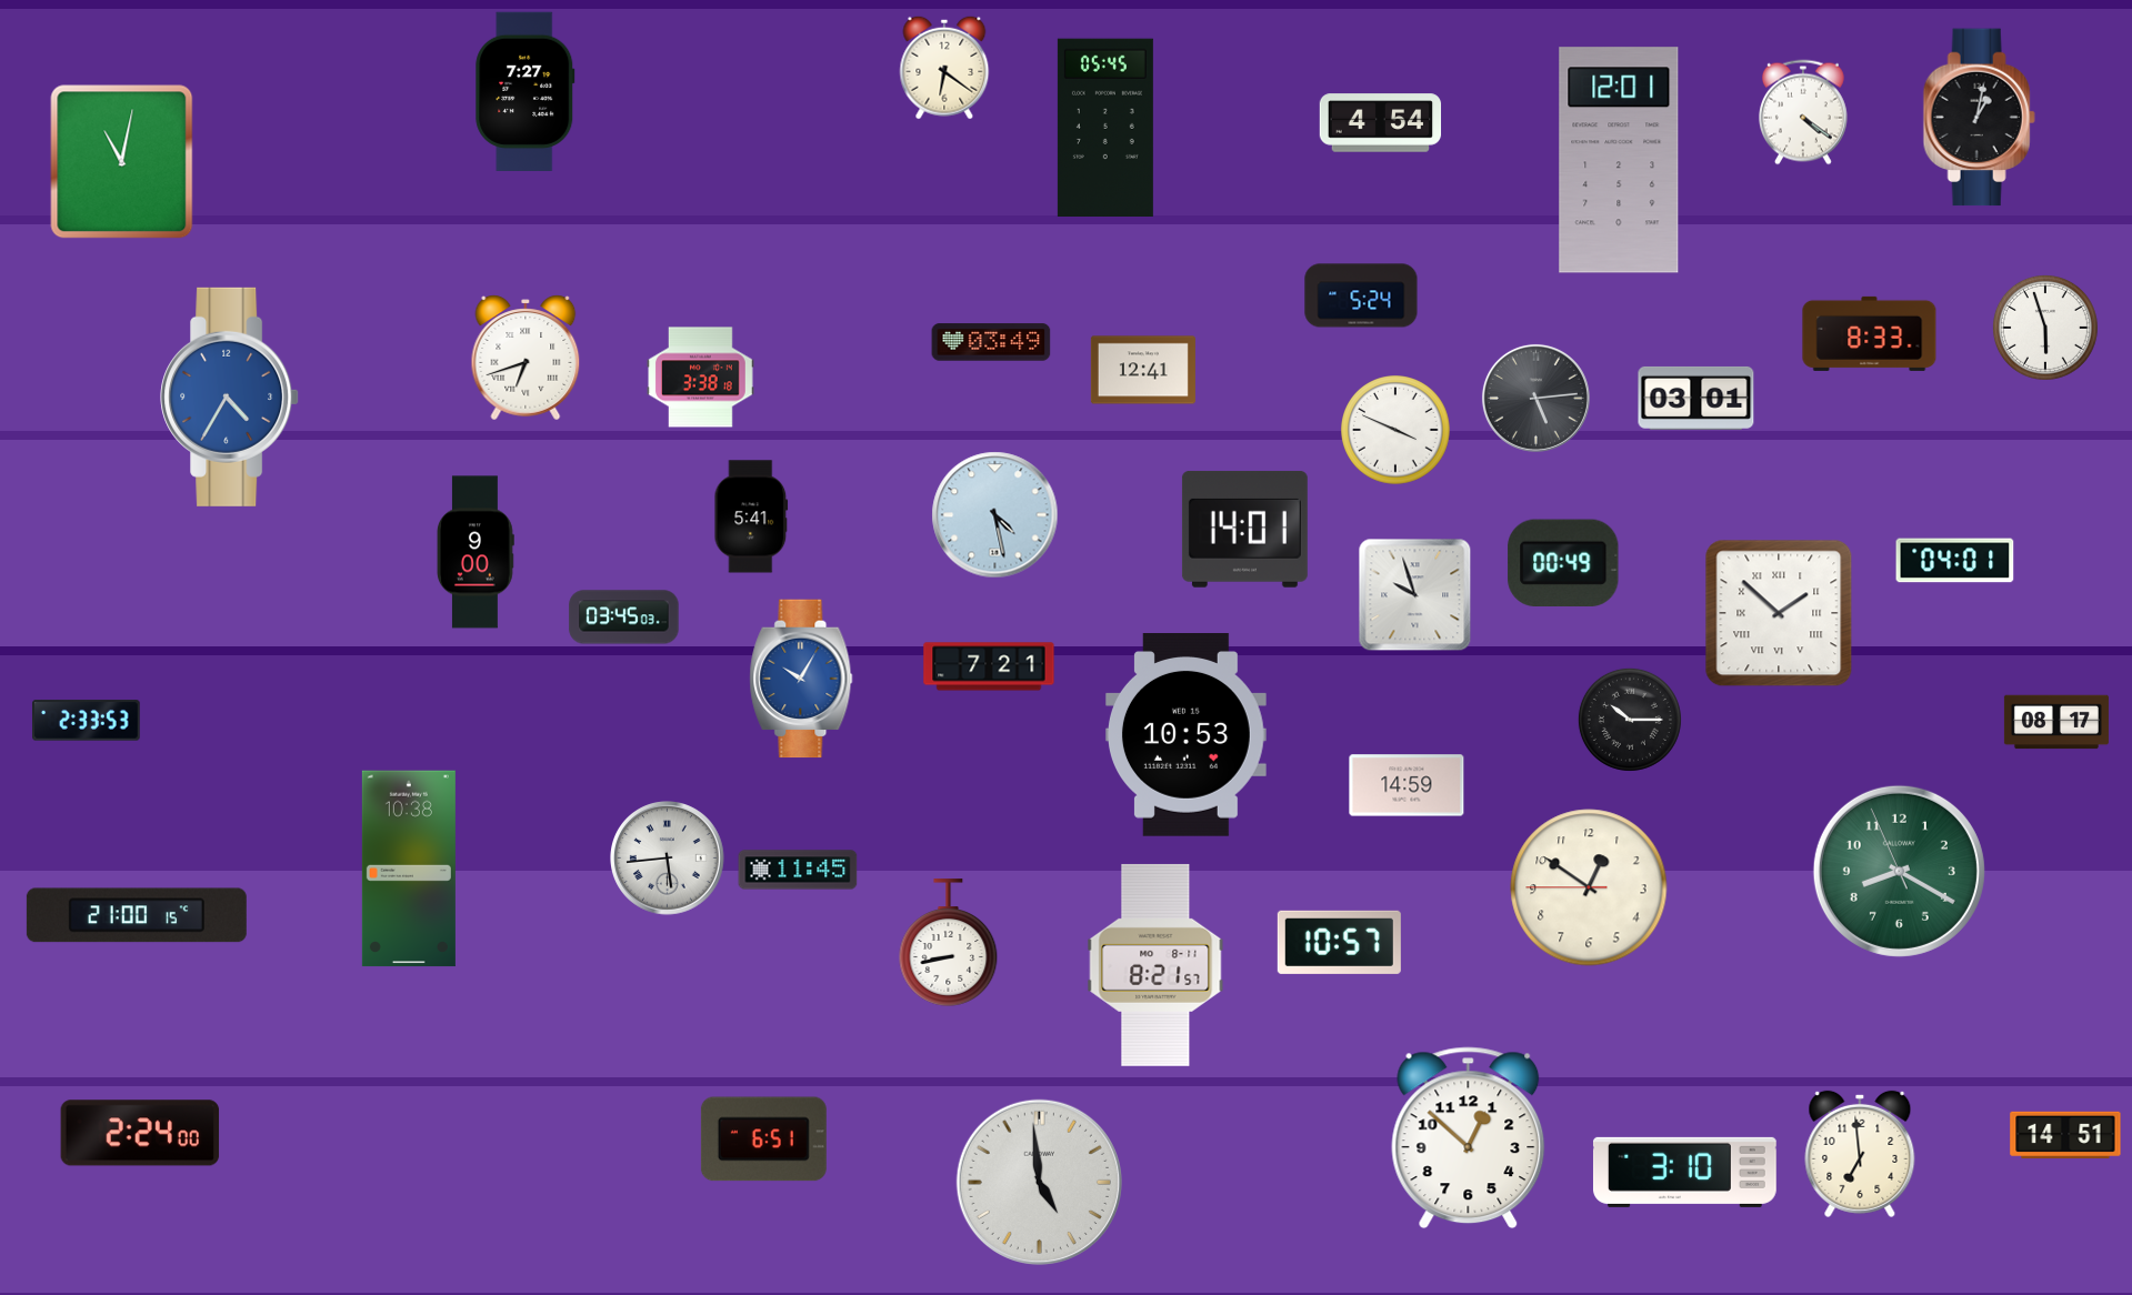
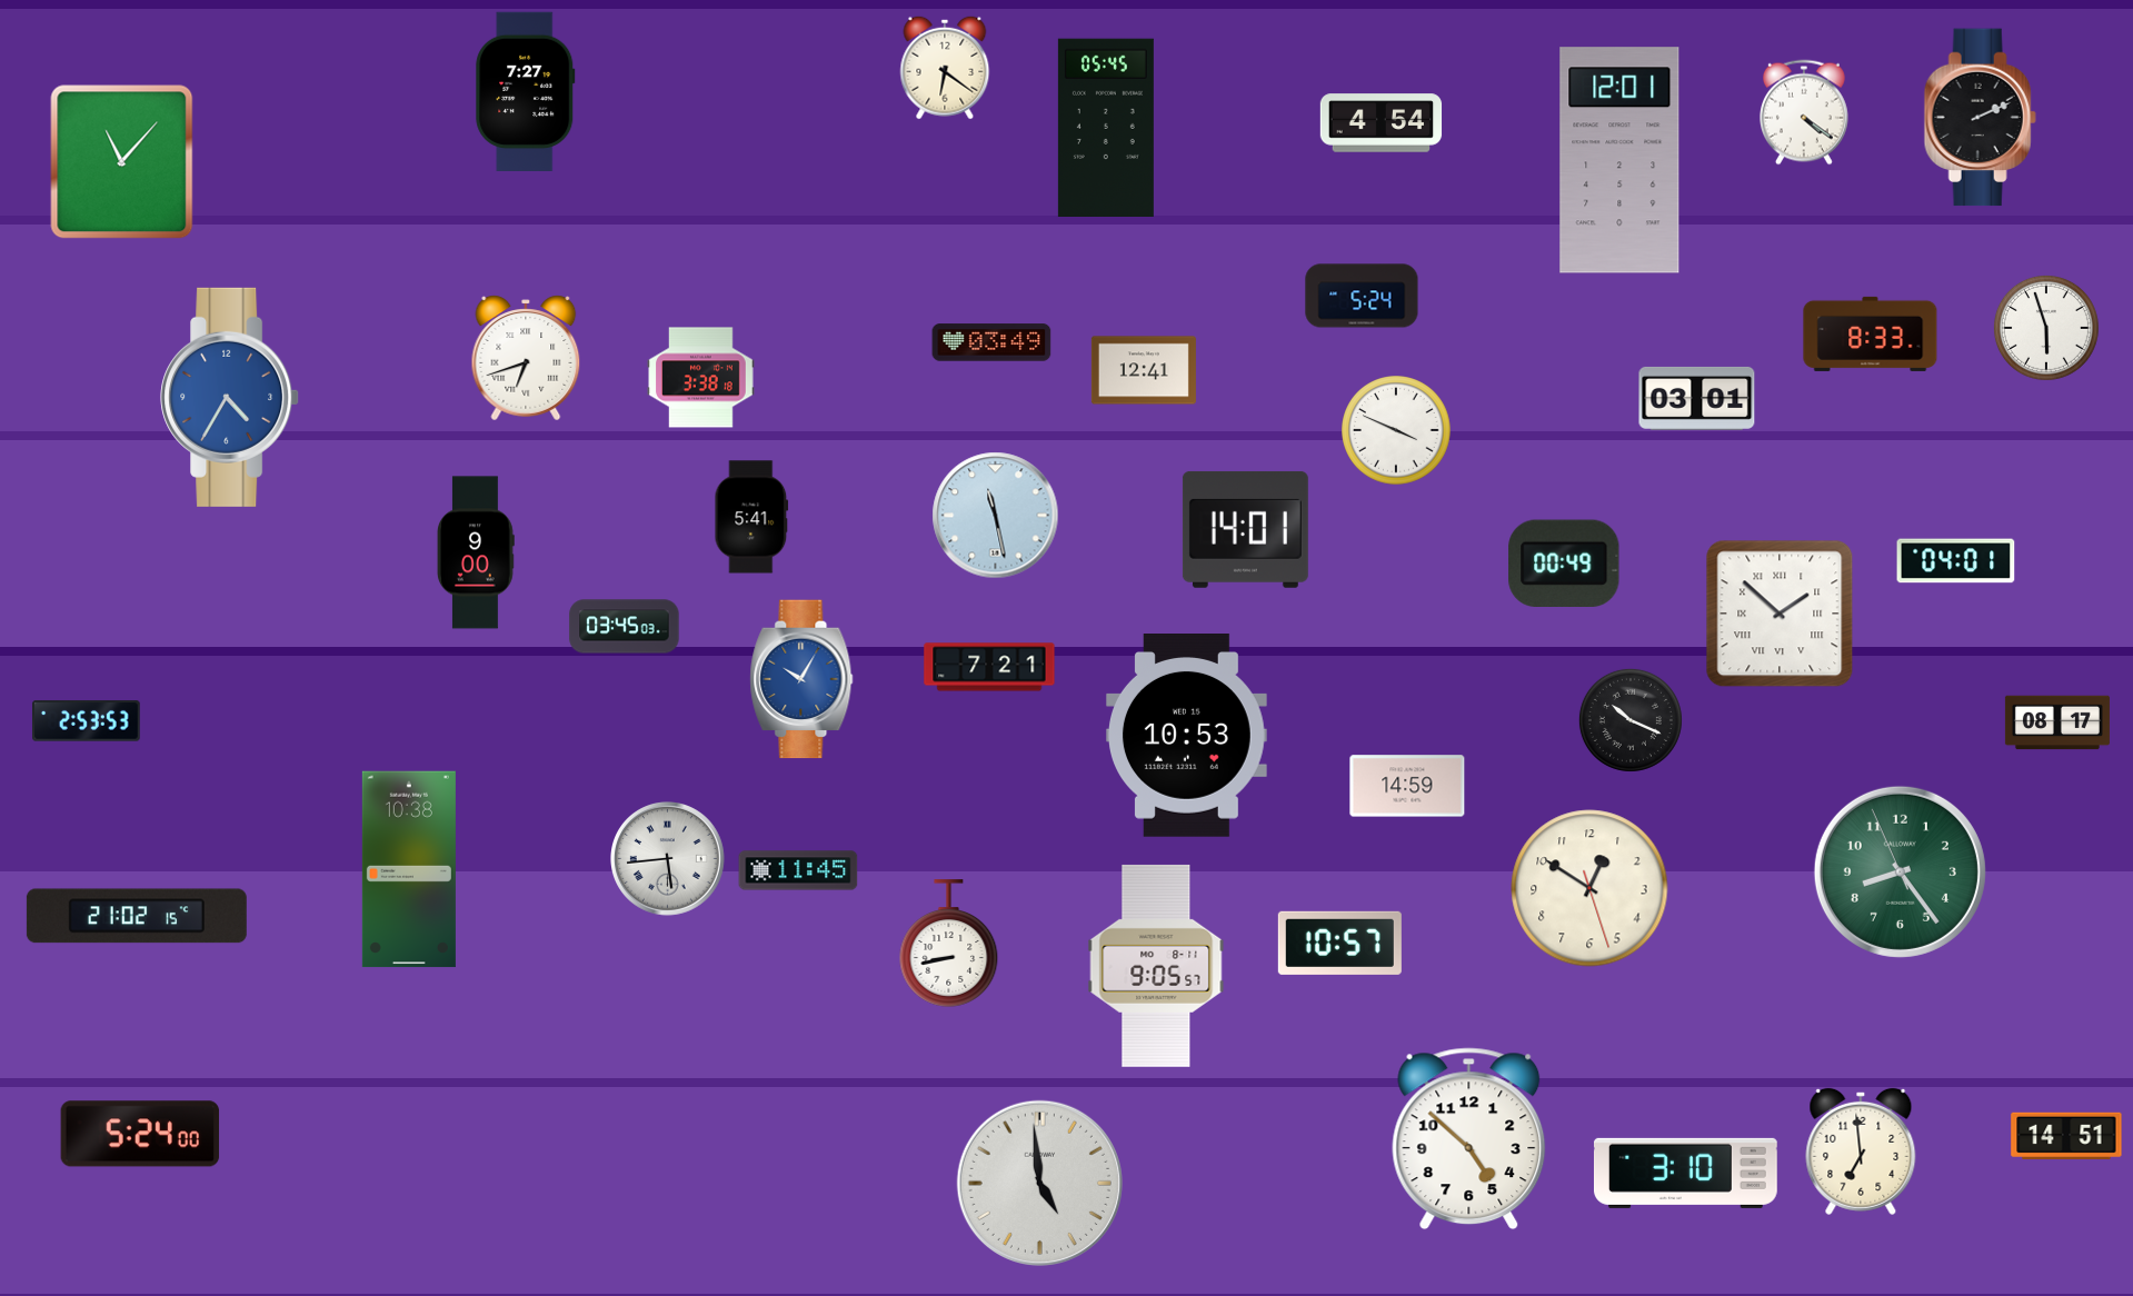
clock at (1979, 118): 1:02 -> 2:11
clock at (122, 162): 11:02 -> 11:07
clock at (1535, 398): 5:14 -> none
clock at (995, 515): 4:28 -> 11:28
clock at (1415, 595): 9:57 -> none
clock at (624, 618) position: (624, 618) -> (625, 627)
clock at (1630, 720): 10:15 -> 10:19
clock at (87, 721): 2:33 -> 2:53
clock at (1899, 871): 8:19 -> 8:23
clock at (1589, 887): 12:50:45 -> 12:50:27
clock at (137, 915): 21:00 -> 21:02
clock at (1155, 965): 8:21 -> 9:05
clock at (140, 1133): 2:24 -> 5:24
clock at (1469, 1138): 12:52 -> 4:52
clock at (763, 1140): 6:51 -> none
clock at (1860, 1154) position: (1860, 1154) -> (1861, 1152)
